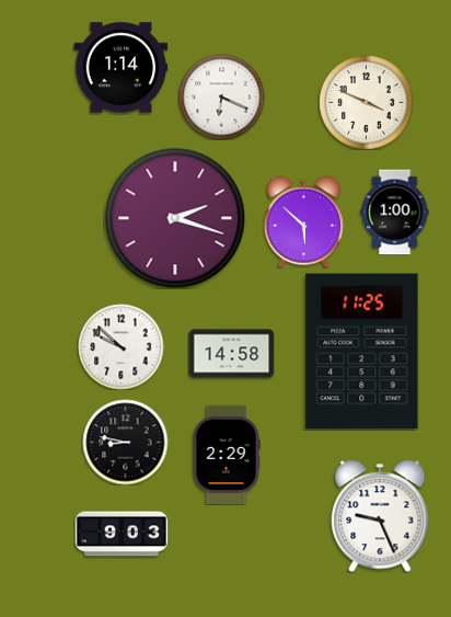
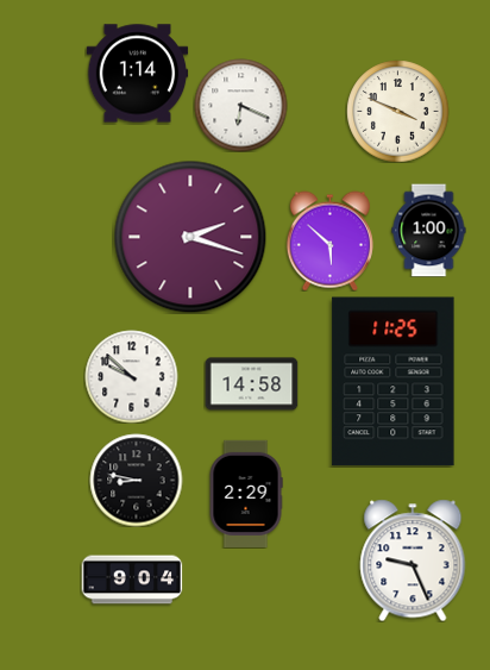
clock at (120, 68) position: (120, 68) -> (137, 74)
clock at (122, 534): 9:03 -> 9:04
